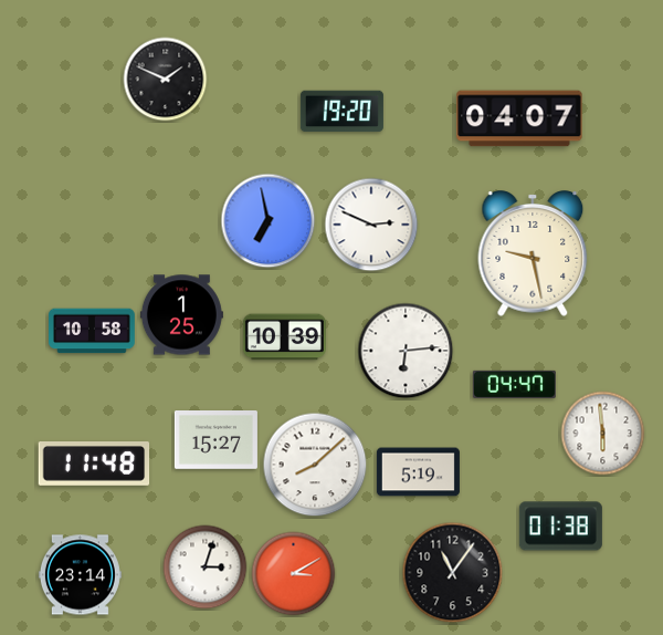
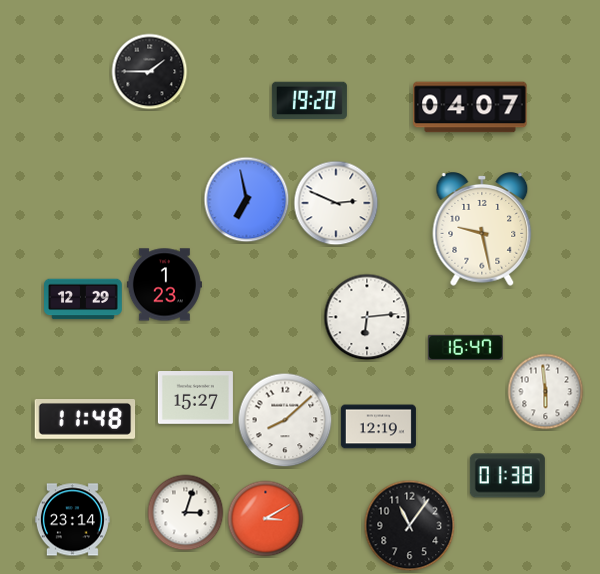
clock at (166, 80): 1:49 -> 1:45
clock at (269, 221) position: (269, 221) -> (247, 200)
clock at (181, 315): 1:25 -> 1:23
clock at (93, 331): 10:58 -> 12:29
clock at (284, 337): 10:39 -> none
clock at (514, 384): 04:47 -> 16:47
clock at (418, 472): 5:19 -> 12:19
clock at (453, 573) position: (453, 573) -> (410, 526)
